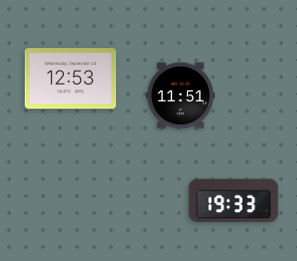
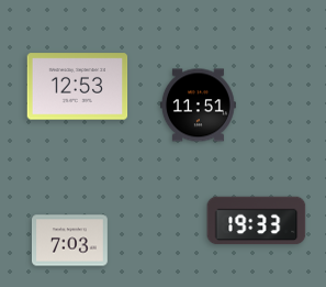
clock at (69, 241): none -> 7:03
